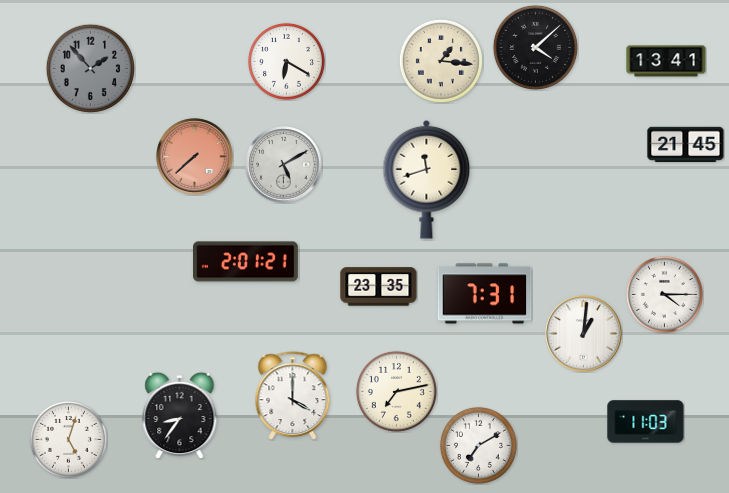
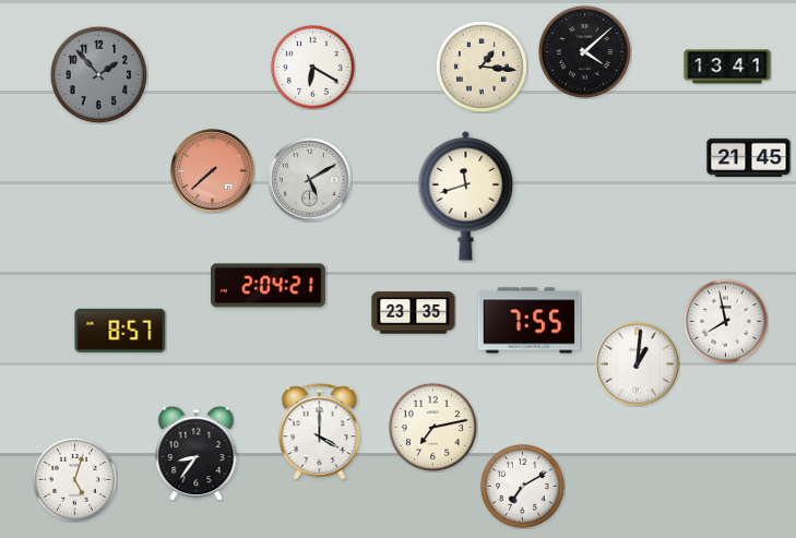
clock at (246, 262): 2:01 -> 2:04
clock at (485, 294): 7:31 -> 7:55
clock at (664, 294): 4:15 -> 7:58
clock at (120, 331): none -> 8:57
clock at (646, 422): 11:03 -> none
